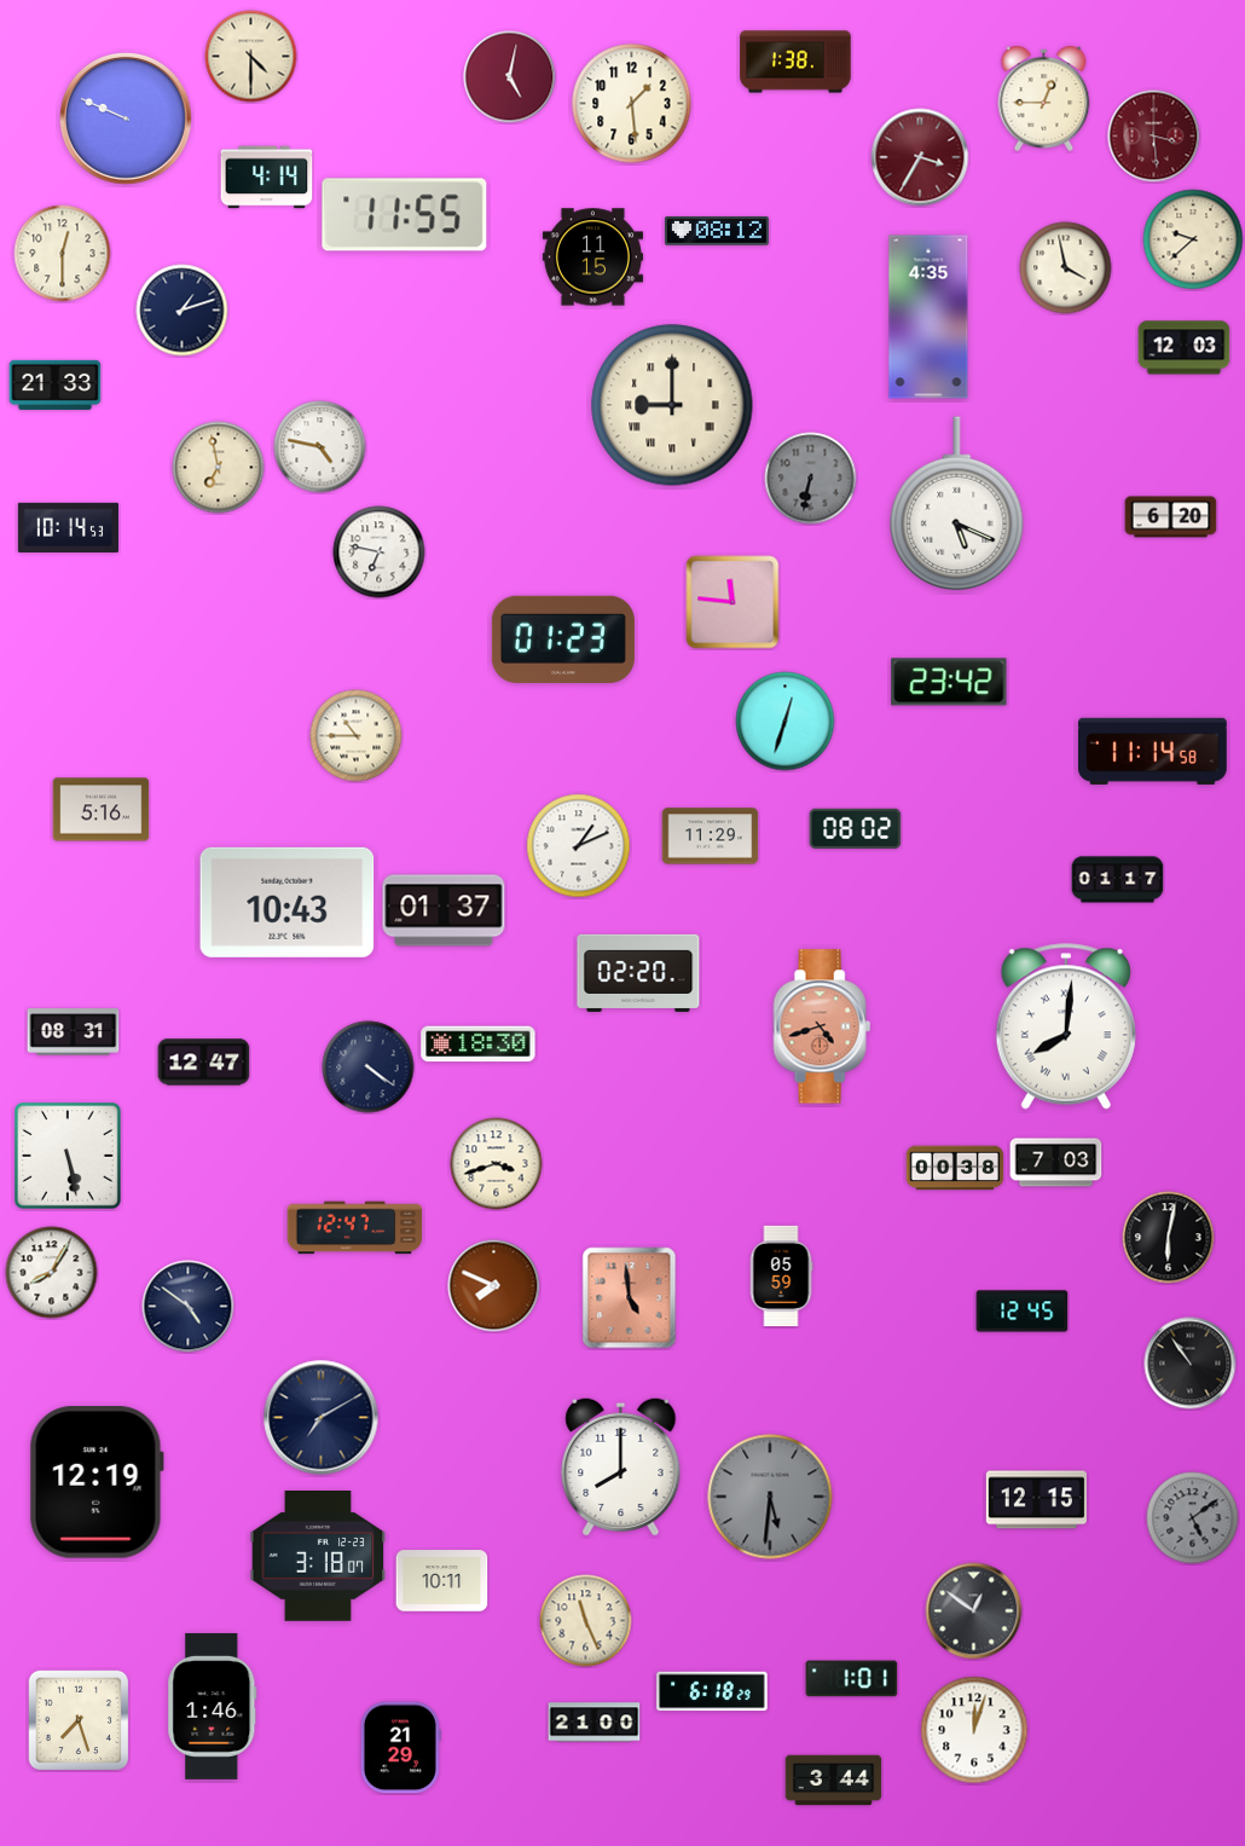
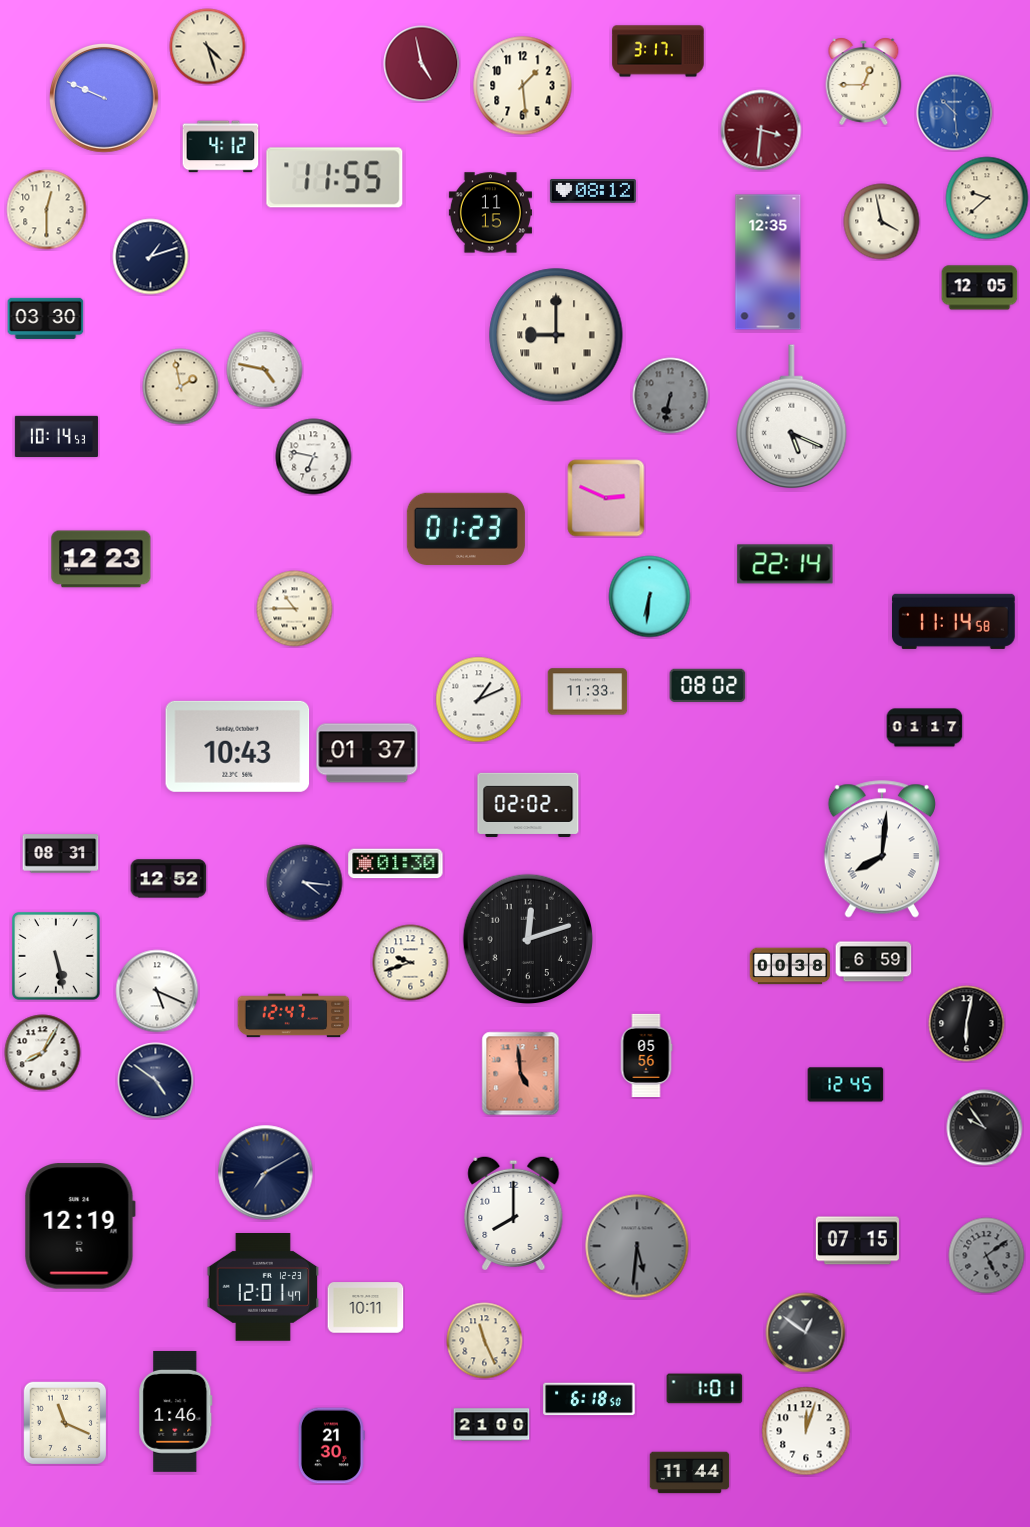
clock at (251, 57): 4:30 -> 4:27
clock at (795, 62): 1:38 -> 3:17
clock at (510, 77): 5:02 -> 4:58
clock at (1154, 137): 3:29 -> 10:29
clock at (1154, 137) dial: burgundy -> blue
clock at (920, 157): 3:35 -> 3:31
clock at (267, 178): 4:14 -> 4:12
clock at (63, 254) position: (63, 254) -> (47, 210)
clock at (928, 317): 4:35 -> 12:35
clock at (1185, 348): 12:03 -> 12:05
clock at (56, 384): 21:33 -> 03:30
clock at (219, 468): 6:58 -> 1:58
clock at (1171, 517): 6:20 -> none
clock at (732, 602): 11:46 -> 2:49
clock at (101, 559): none -> 12:23
clock at (949, 682): 23:42 -> 22:14
clock at (786, 722): 12:33 -> 6:31
clock at (102, 810): 5:16 -> none
clock at (711, 837): 11:29 -> 11:33
clock at (638, 973): 02:20 -> 02:02
clock at (822, 1026): 4:42 -> none
clock at (479, 1044): 18:30 -> 01:30
clock at (204, 1063): 12:47 -> 12:52
clock at (369, 1067): 4:21 -> 4:16
clock at (527, 938): none -> 12:12
clock at (1056, 1163): 7:03 -> 6:59
clock at (497, 1164): 3:42 -> 9:42
clock at (157, 991): none -> 5:19
clock at (781, 1275): 05:59 -> 05:56
clock at (494, 1286): 7:49 -> none
clock at (1191, 1364): 10:54 -> 9:54
clock at (770, 1497) position: (770, 1497) -> (637, 1246)
clock at (1036, 1500): 12:15 -> 07:15
clock at (318, 1557): 3:18 -> 12:01
clock at (712, 1691): 6:18:29 -> 6:18:50
clock at (79, 1720): 7:27 -> 11:19
clock at (400, 1748): 21:29 -> 21:30
clock at (834, 1781): 3:44 -> 11:44
